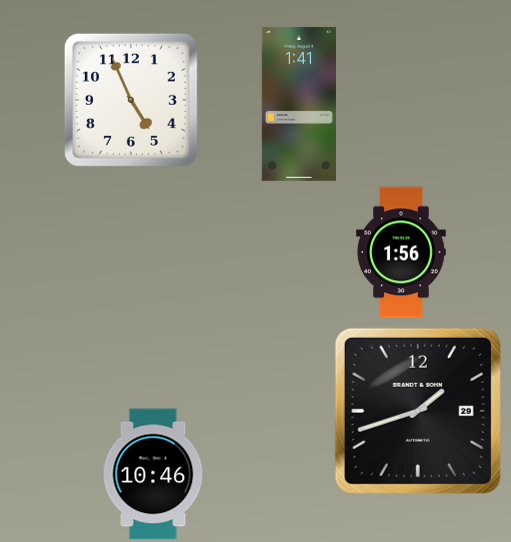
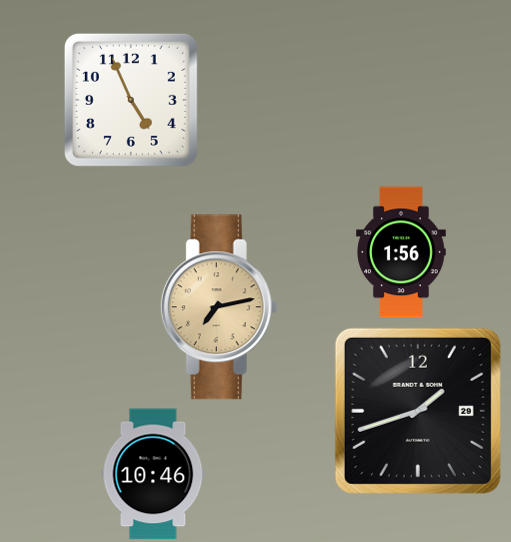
clock at (299, 104): 1:41 -> none
clock at (219, 307): none -> 7:13
